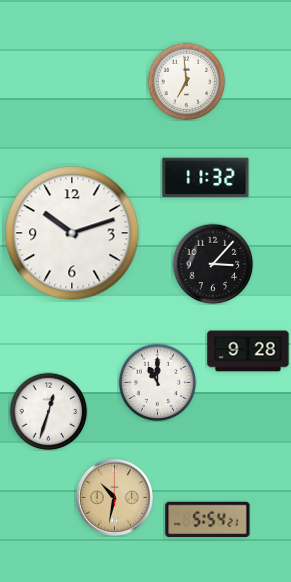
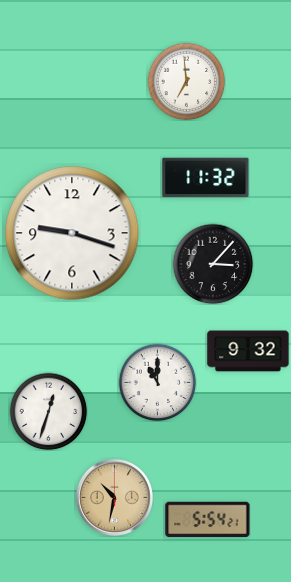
clock at (72, 233): 10:12 -> 9:18
clock at (248, 351): 9:28 -> 9:32
